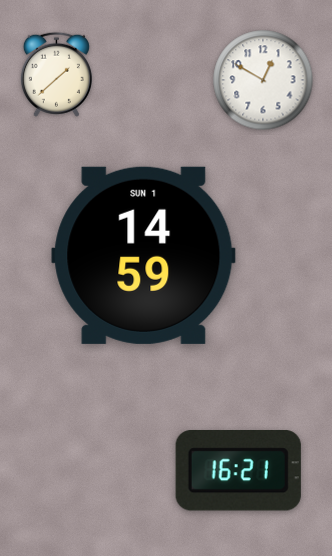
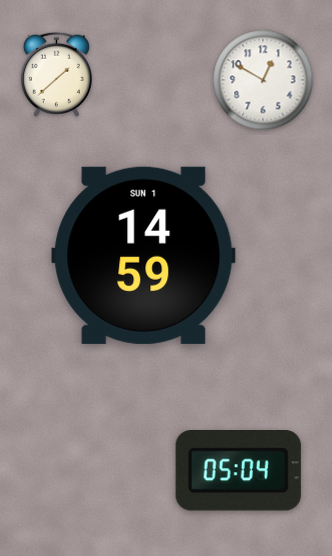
clock at (238, 471): 16:21 -> 05:04
